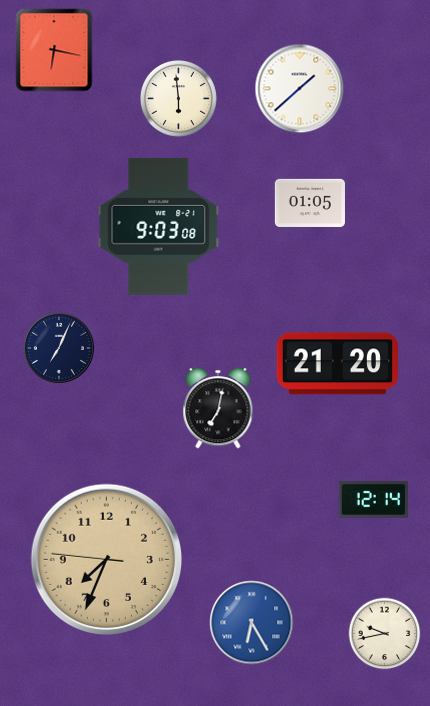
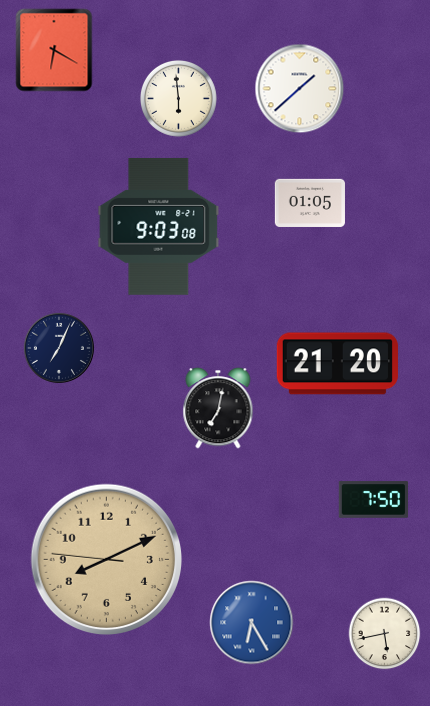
clock at (54, 50): 6:17 -> 6:20
clock at (374, 500): 12:14 -> 7:50
clock at (107, 560): 7:33 -> 8:10
clock at (385, 634): 9:43 -> 5:43
